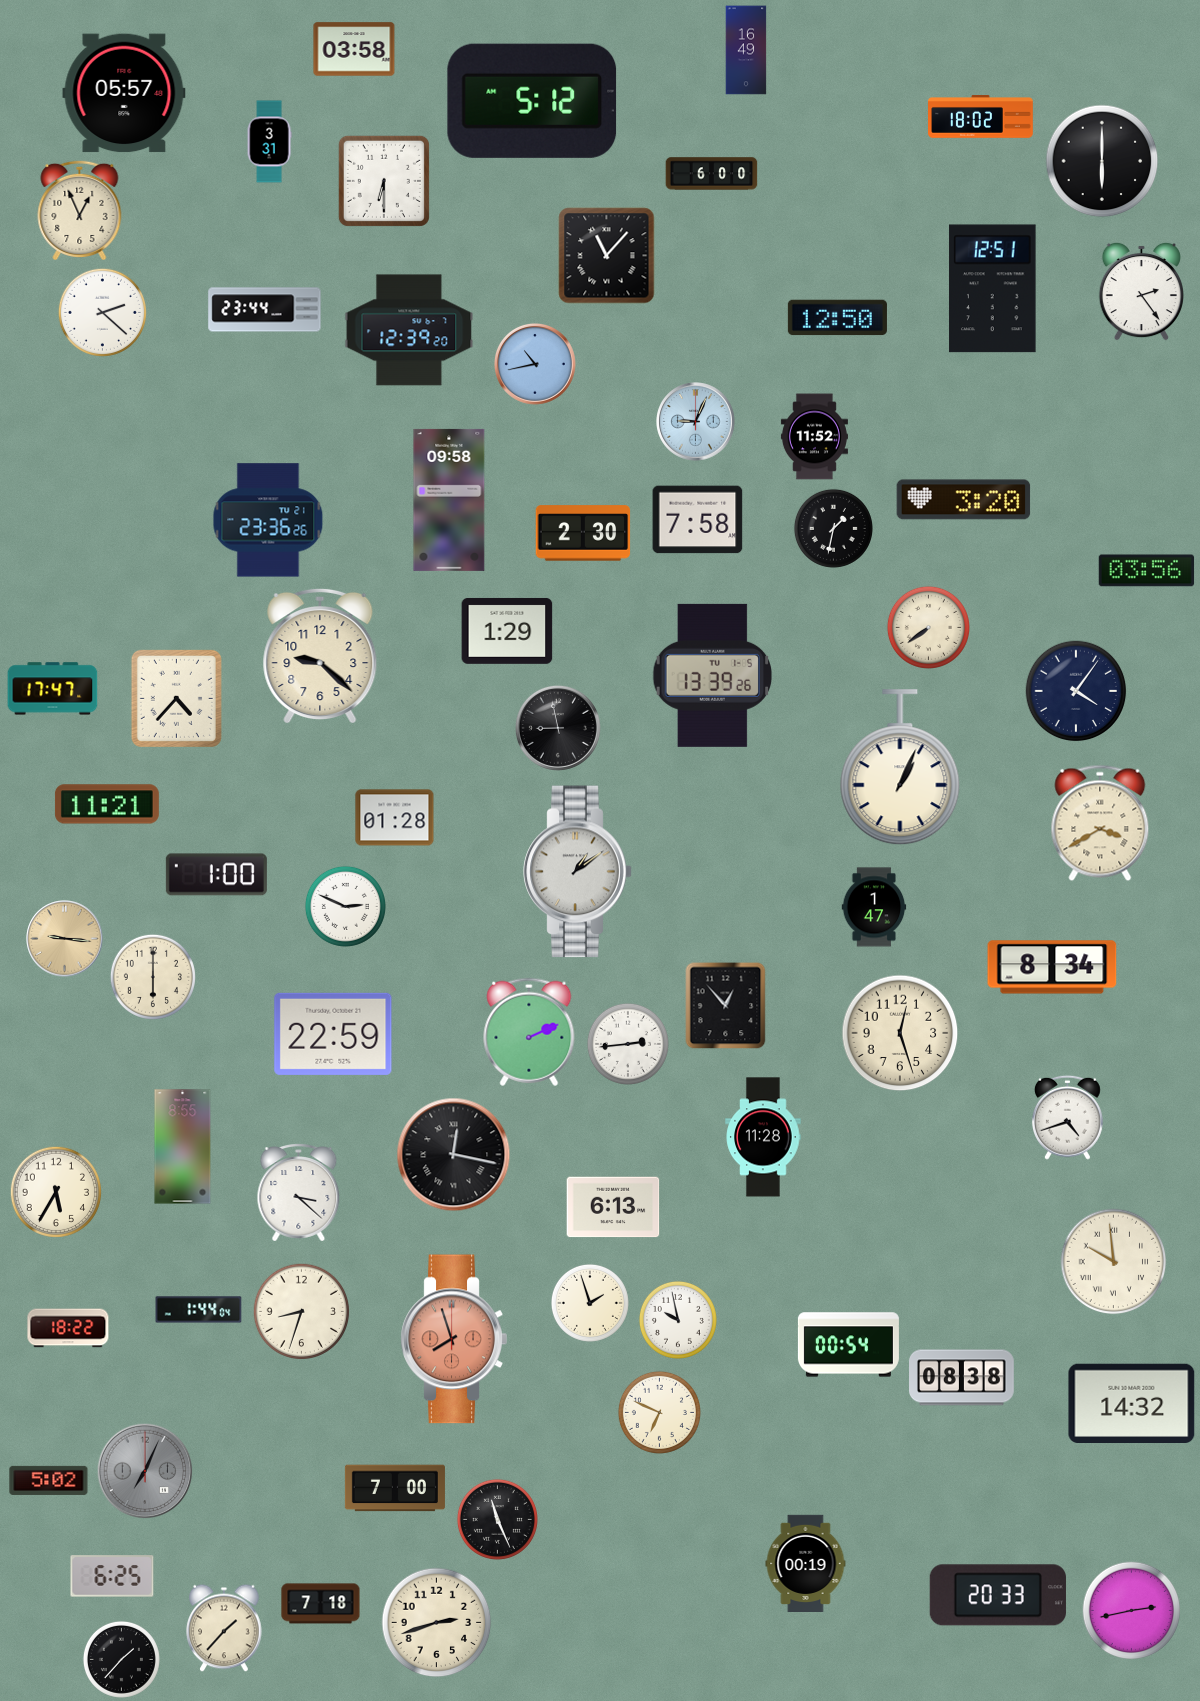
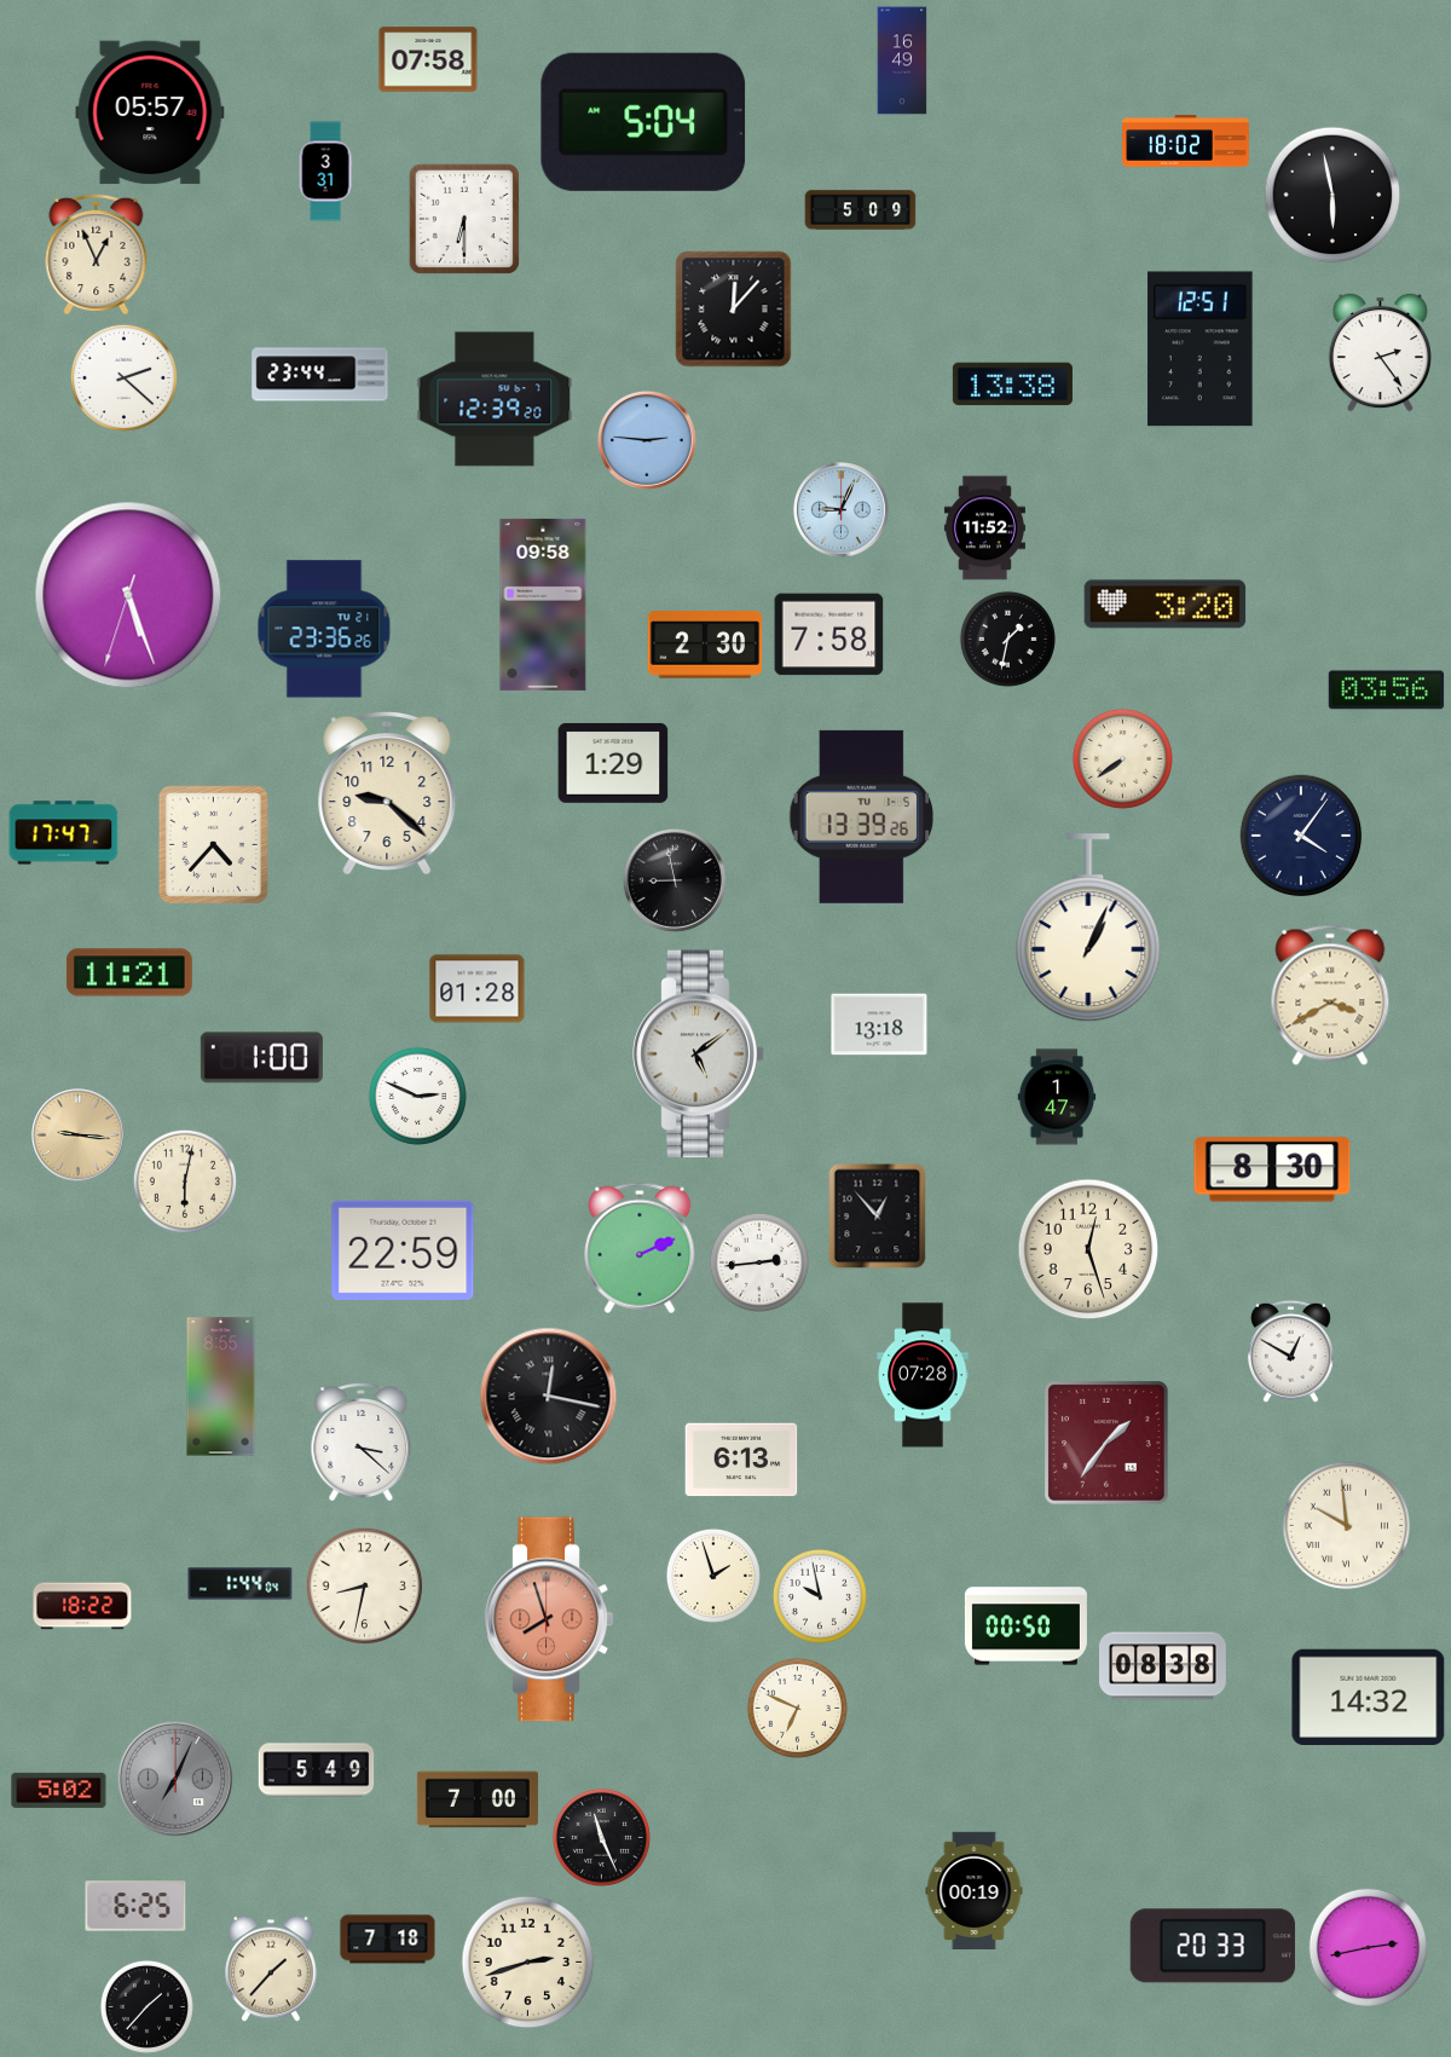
clock at (354, 49): 03:58 -> 07:58
clock at (532, 101): 5:12 -> 5:04
clock at (1102, 161): 6:00 -> 5:58
clock at (712, 174): 6:00 -> 5:09
clock at (607, 256): 11:07 -> 12:07
clock at (837, 318): 12:50 -> 13:38
clock at (535, 364): 10:43 -> 2:46
clock at (128, 595): none -> 5:26
clock at (698, 520) position: (698, 520) -> (829, 635)
clock at (879, 1024): none -> 13:18
clock at (578, 872): 1:09 -> 5:09
clock at (1052, 967): 8:34 -> 8:30
clock at (153, 977): 6:00 -> 6:02
clock at (1067, 1117): 4:42 -> 12:50
clock at (763, 1137): 11:28 -> 07:28
clock at (56, 1192): 5:35 -> none
clock at (1106, 1443): none -> 1:36
clock at (301, 1311): 8:33 -> 8:32
clock at (848, 1345): 00:54 -> 00:50
clock at (317, 1770): none -> 5:49
clock at (998, 1595) position: (998, 1595) -> (1213, 1946)
